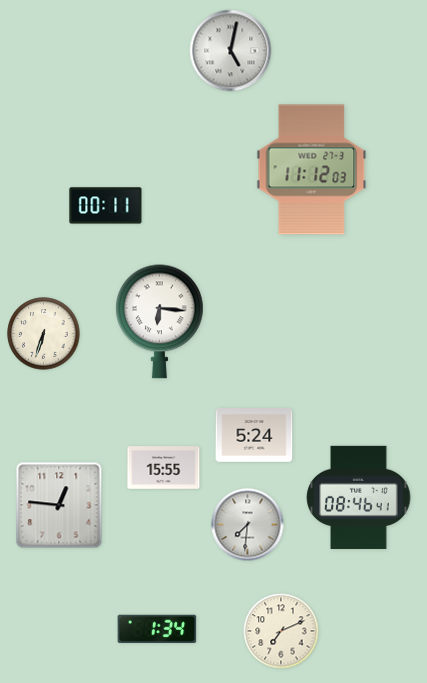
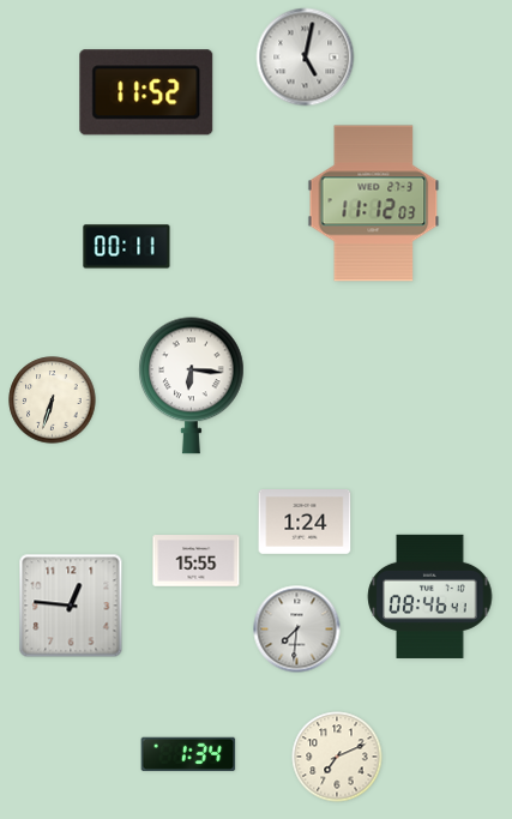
clock at (231, 51) position: (231, 51) -> (306, 58)
clock at (146, 92): none -> 11:52
clock at (254, 435): 5:24 -> 1:24
